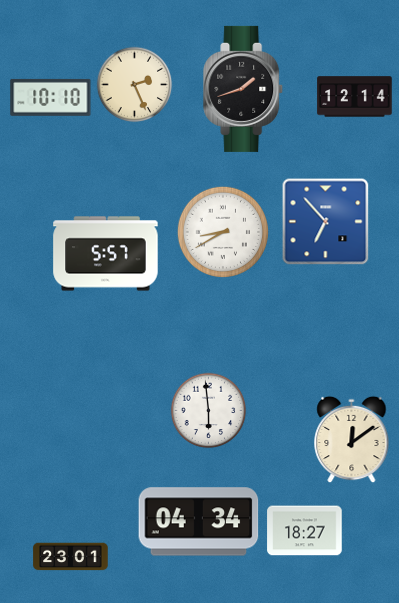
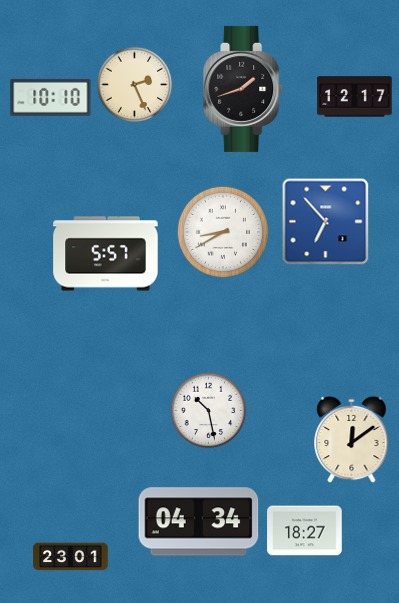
clock at (355, 97): 12:14 -> 12:17
clock at (209, 411): 5:59 -> 10:28
